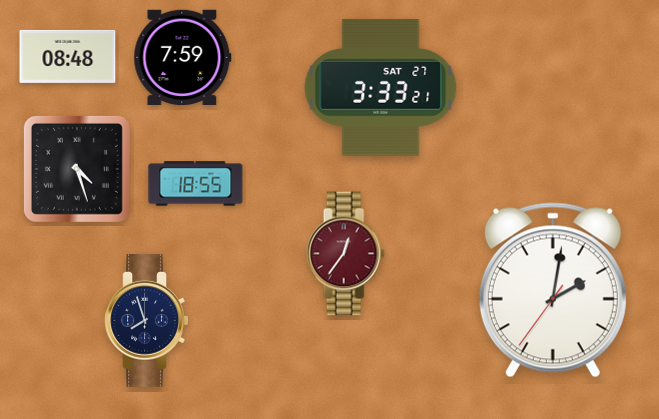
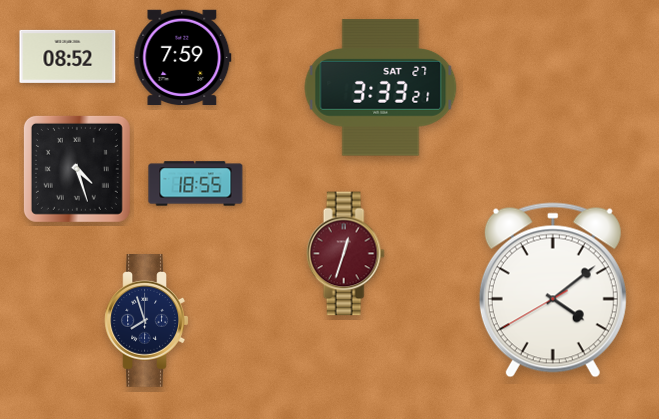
clock at (68, 56): 08:48 -> 08:52
clock at (345, 254): 12:36 -> 12:33
clock at (553, 290): 2:01 -> 4:08
